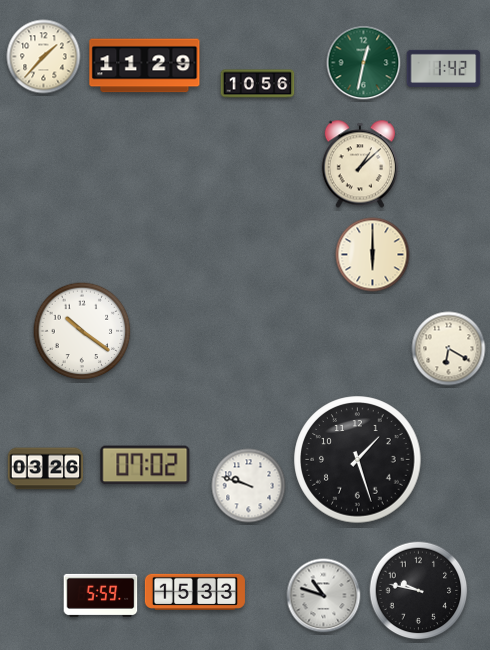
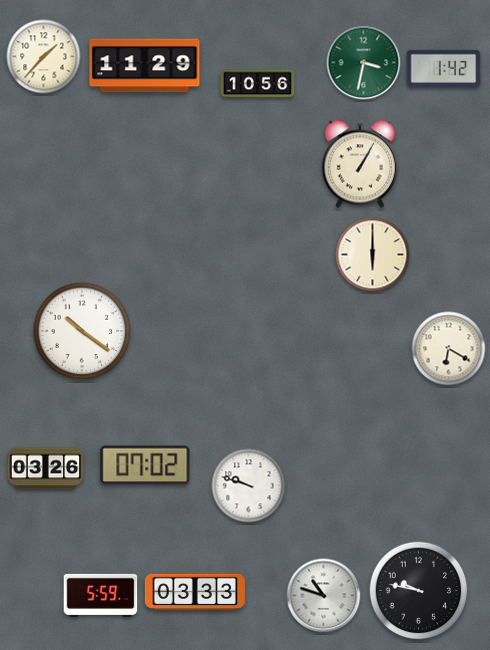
clock at (364, 63): 12:32 -> 3:32
clock at (360, 164): 1:08 -> 1:05
clock at (358, 460): 1:27 -> none
clock at (195, 592): 15:33 -> 03:33
